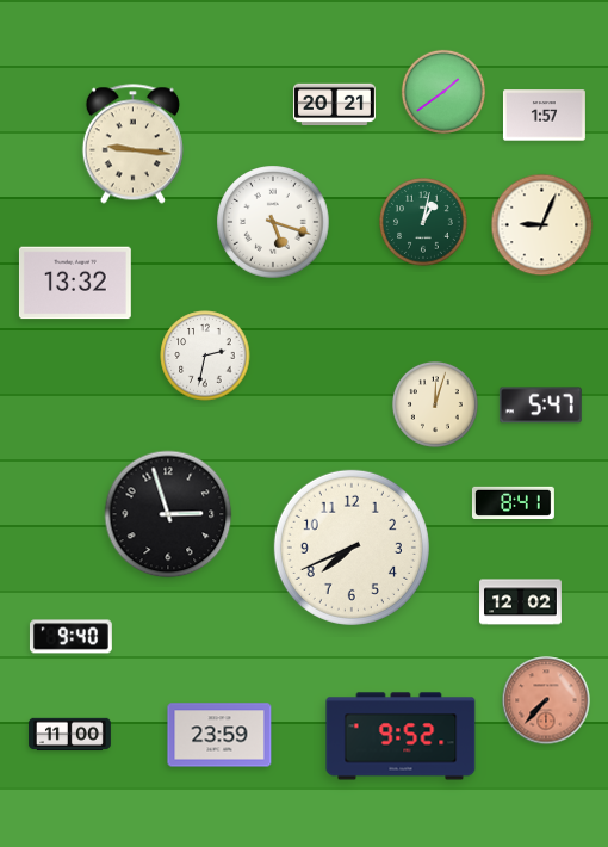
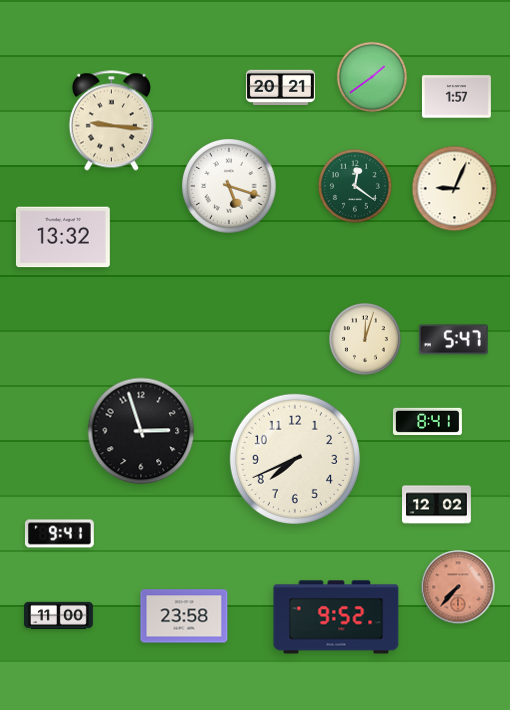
clock at (423, 222): 1:02 -> 12:21
clock at (205, 356): 2:32 -> none
clock at (513, 502) position: (513, 502) -> (427, 421)
clock at (70, 637): 9:40 -> 9:41
clock at (219, 735): 23:59 -> 23:58
